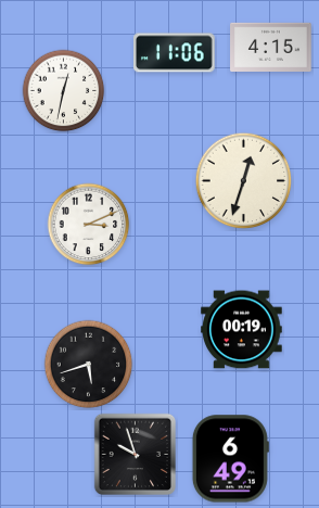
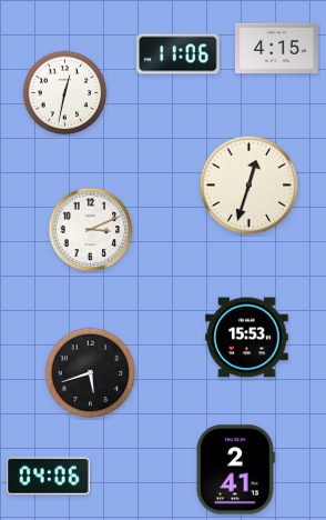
clock at (242, 330): 00:19 -> 15:53
clock at (135, 454): 9:57 -> none
clock at (230, 459): 6:49 -> 2:41
clock at (49, 477): none -> 04:06
